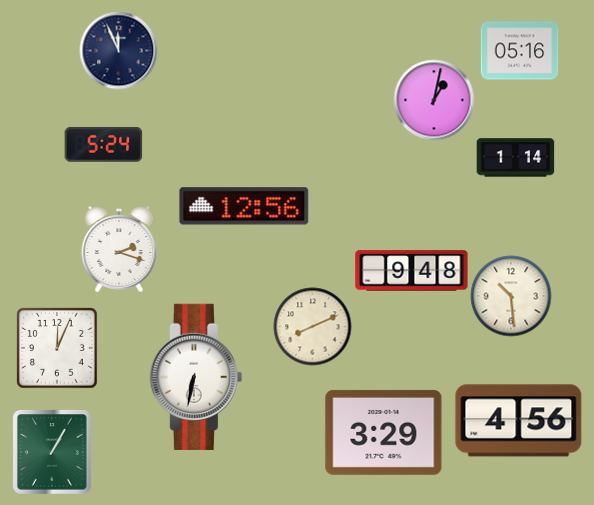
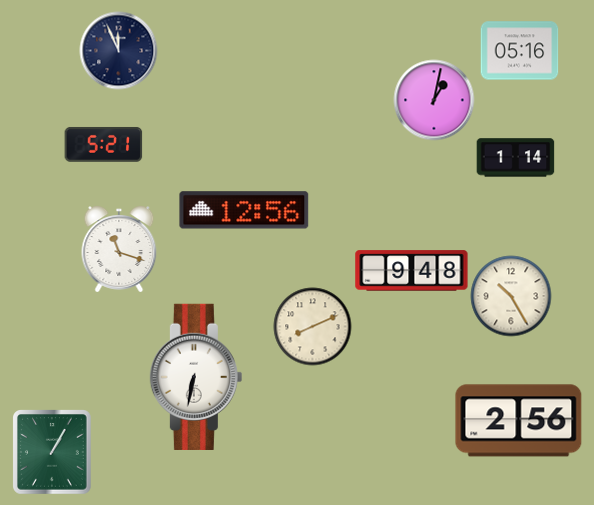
clock at (103, 144): 5:24 -> 5:21
clock at (244, 206) position: (244, 206) -> (244, 210)
clock at (119, 249): 2:18 -> 11:18
clock at (511, 296): 10:29 -> 10:25
clock at (57, 348): 12:04 -> none
clock at (519, 421): 4:56 -> 2:56
clock at (384, 432): 3:29 -> none
